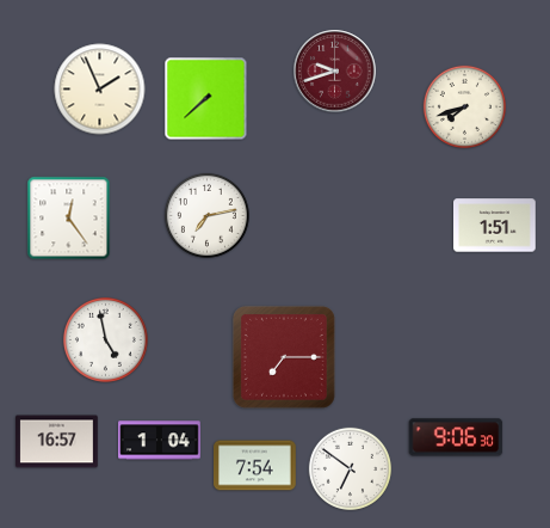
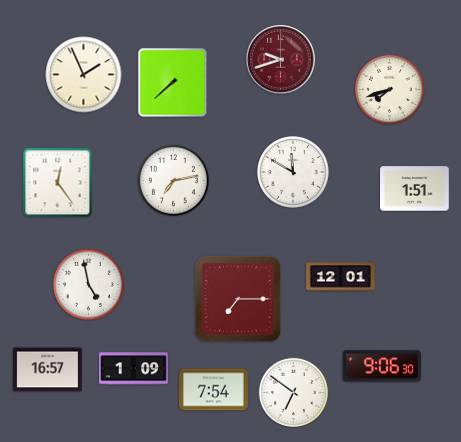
clock at (294, 173): none -> 11:50
clock at (341, 277): none -> 12:01
clock at (160, 441): 1:04 -> 1:09
